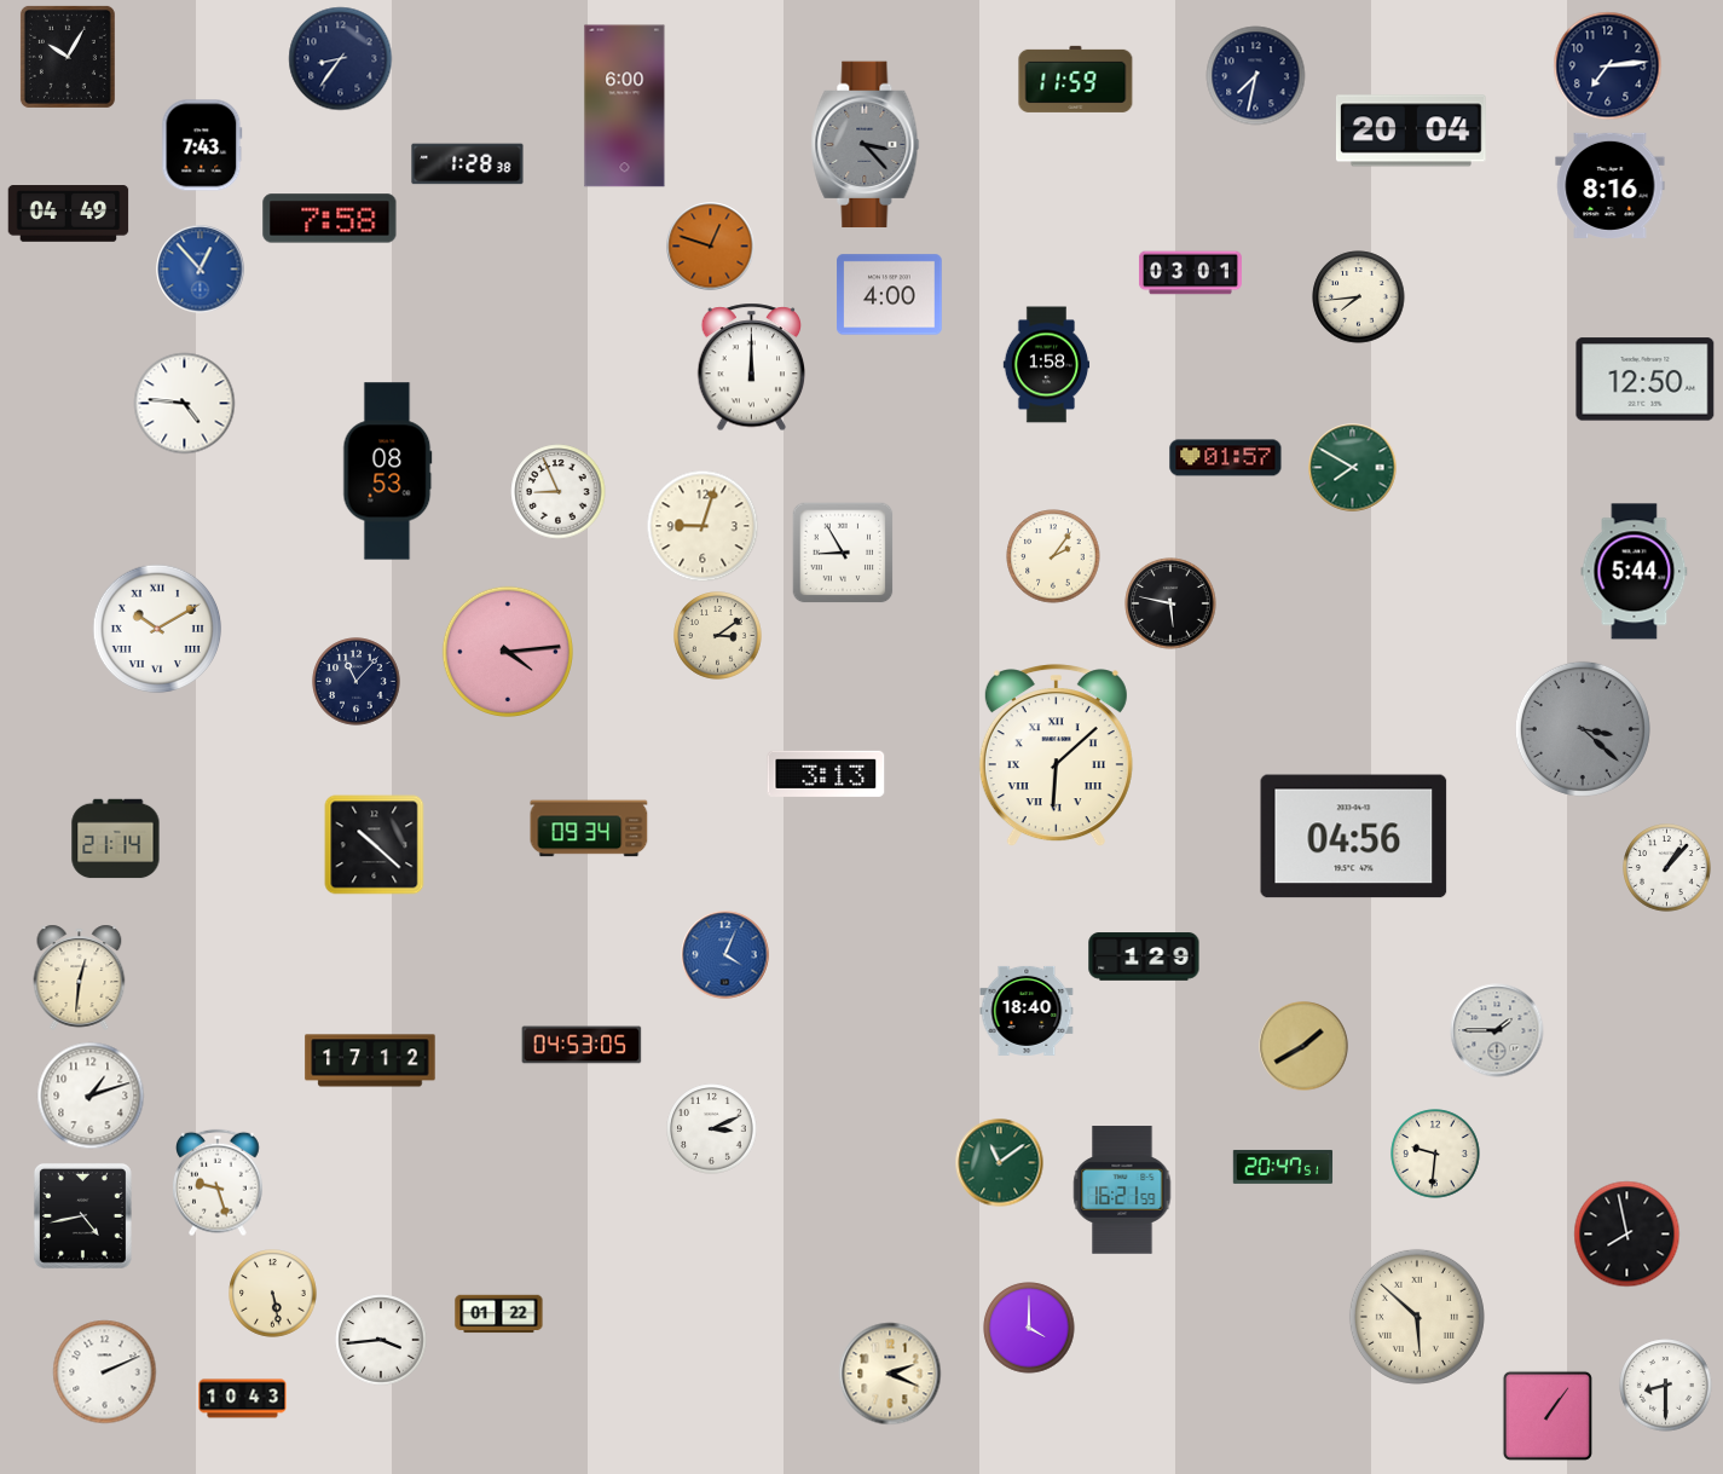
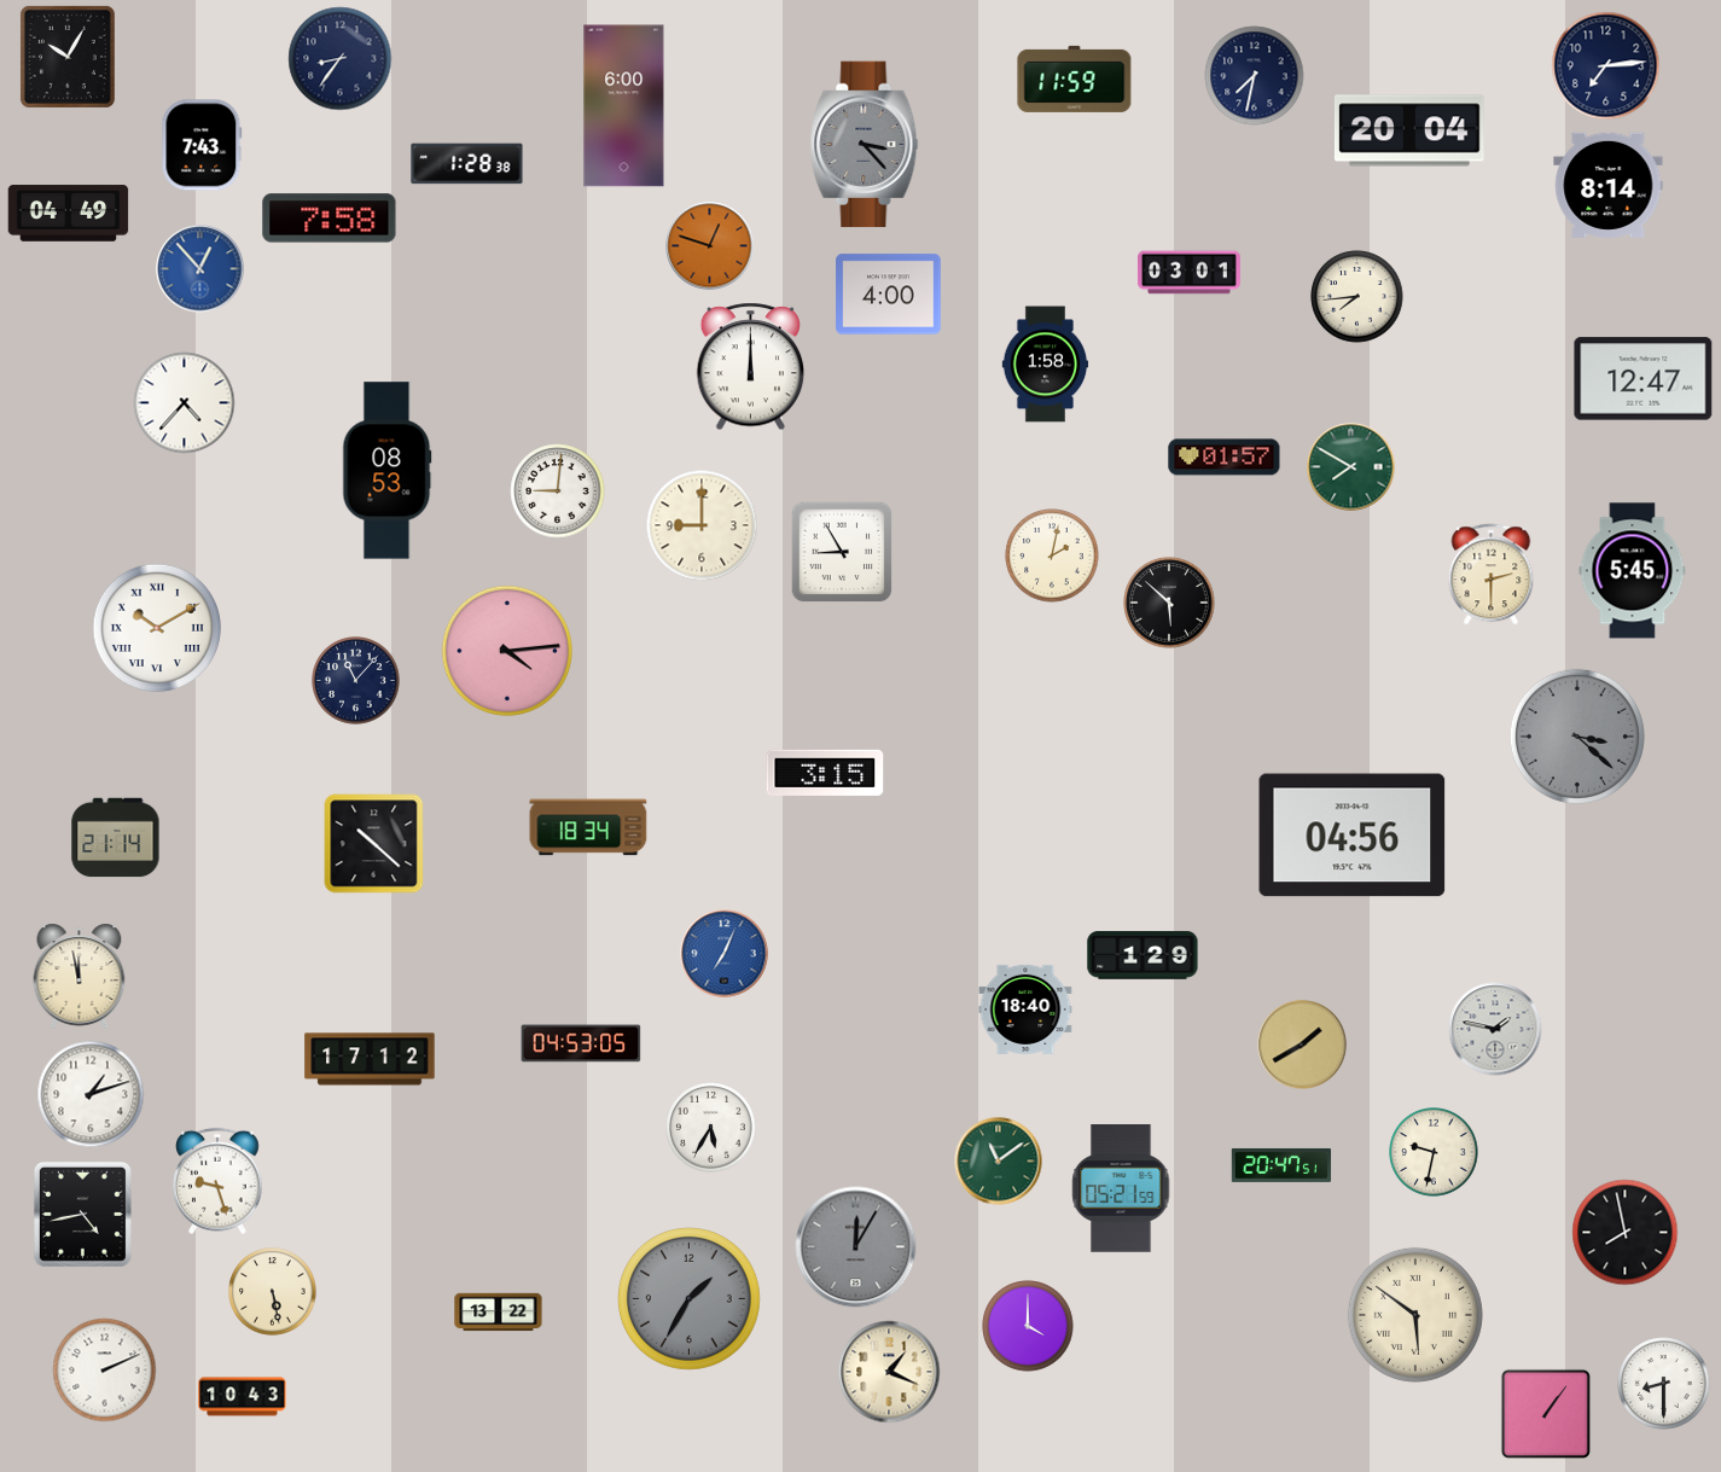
clock at (1611, 185): 8:16 -> 8:14
clock at (1646, 380): 12:50 -> 12:47
clock at (185, 404): 4:46 -> 4:37
clock at (559, 492): 8:56 -> 9:01
clock at (703, 526): 9:03 -> 9:00
clock at (1053, 556): 2:06 -> 2:02
clock at (1635, 572): 5:44 -> 5:45
clock at (1492, 575): none -> 2:30
clock at (1170, 603): 5:47 -> 5:52
clock at (718, 636): 3:09 -> none
clock at (1583, 729) position: (1583, 729) -> (1577, 737)
clock at (1056, 756): 6:08 -> none
clock at (826, 774): 3:13 -> 3:15
clock at (589, 828): 09:34 -> 18:34
clock at (1667, 868): 1:07 -> none
clock at (725, 955): 4:04 -> 7:04
clock at (80, 977): 12:31 -> 11:58
clock at (1497, 1030): 1:45 -> 1:47
clock at (712, 1129): 3:11 -> 5:35
clock at (1435, 1154): 9:31 -> 9:32
clock at (1122, 1190): 16:21 -> 05:21
clock at (856, 1247): none -> 12:05
clock at (690, 1299): none -> 1:35
clock at (499, 1314): 01:22 -> 13:22
clock at (1417, 1317): 5:52 -> 5:51
clock at (381, 1340): 3:44 -> none
clock at (890, 1374): 2:19 -> 1:19
